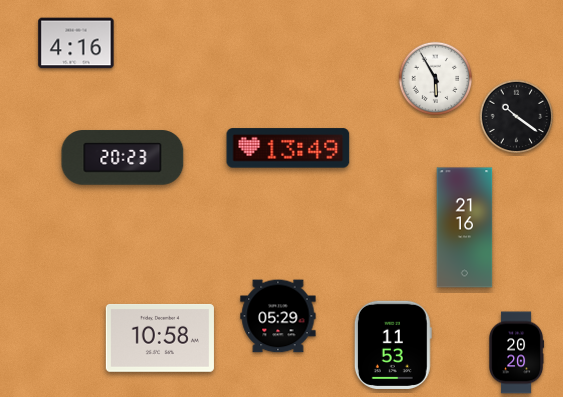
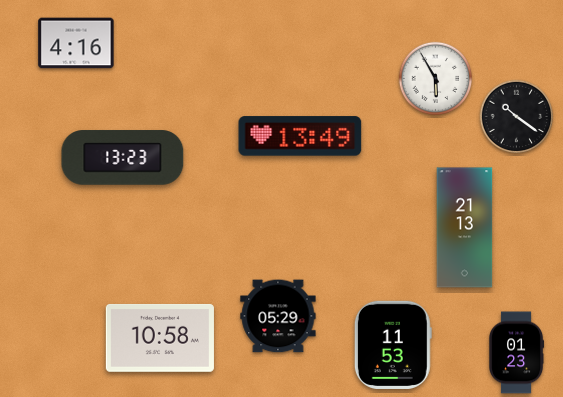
clock at (288, 148) position: (288, 148) -> (300, 136)
clock at (123, 158): 20:23 -> 13:23
clock at (465, 228): 21:16 -> 21:13
clock at (517, 353): 20:20 -> 01:23
